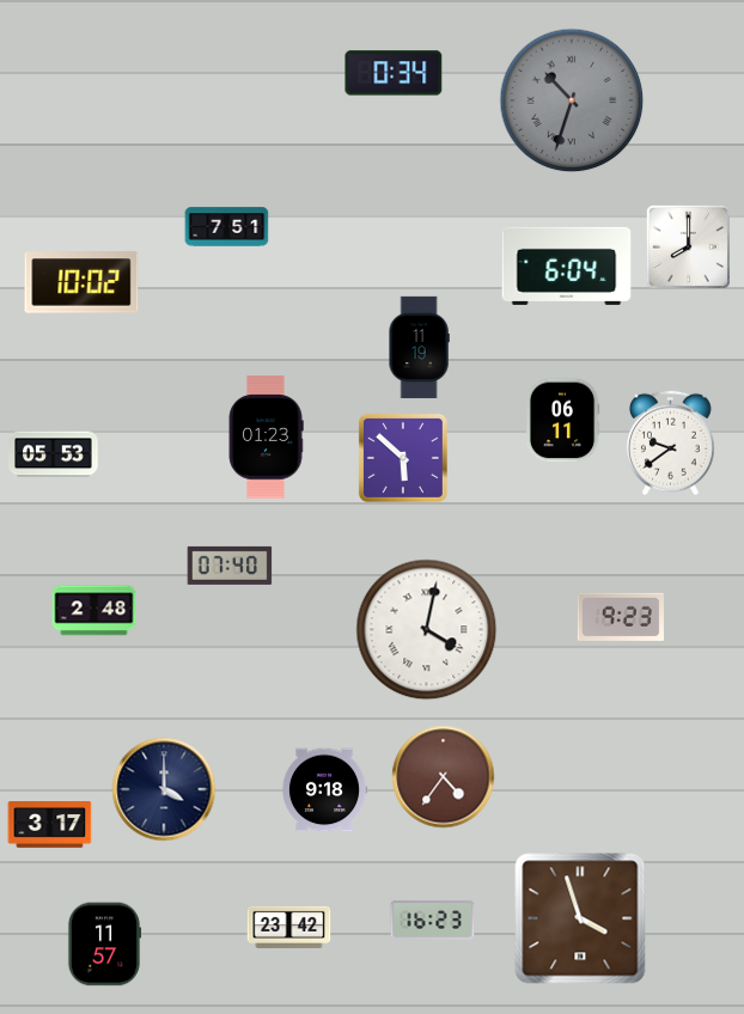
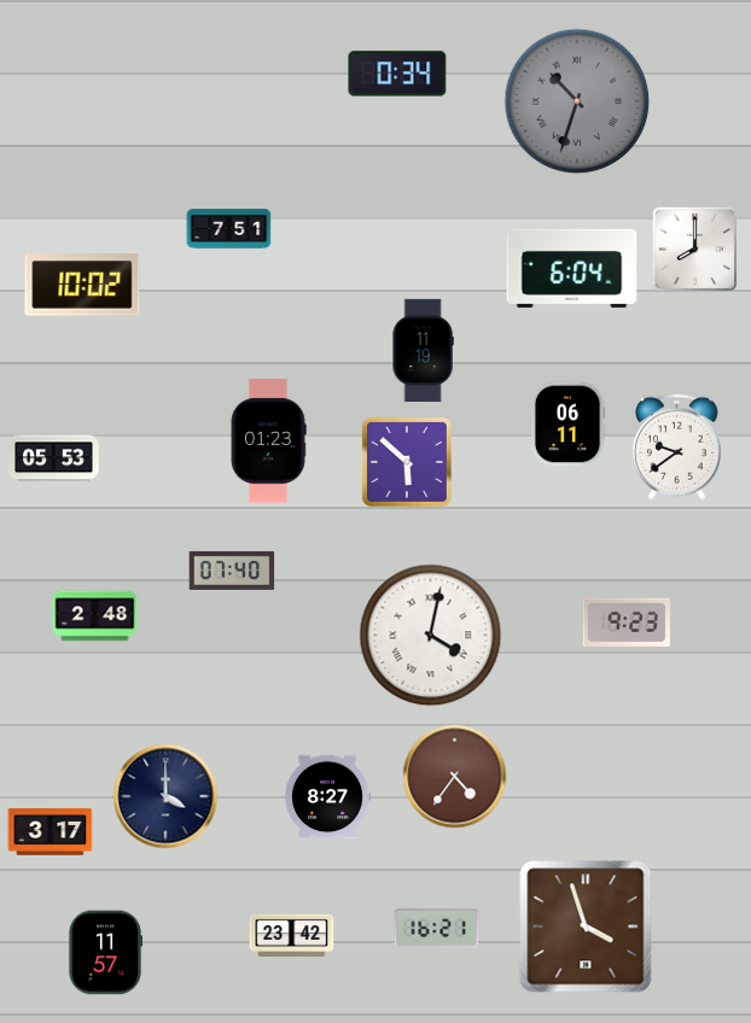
clock at (444, 777) position: (444, 777) -> (455, 777)
clock at (324, 790): 9:18 -> 8:27
clock at (433, 920): 16:23 -> 16:21
